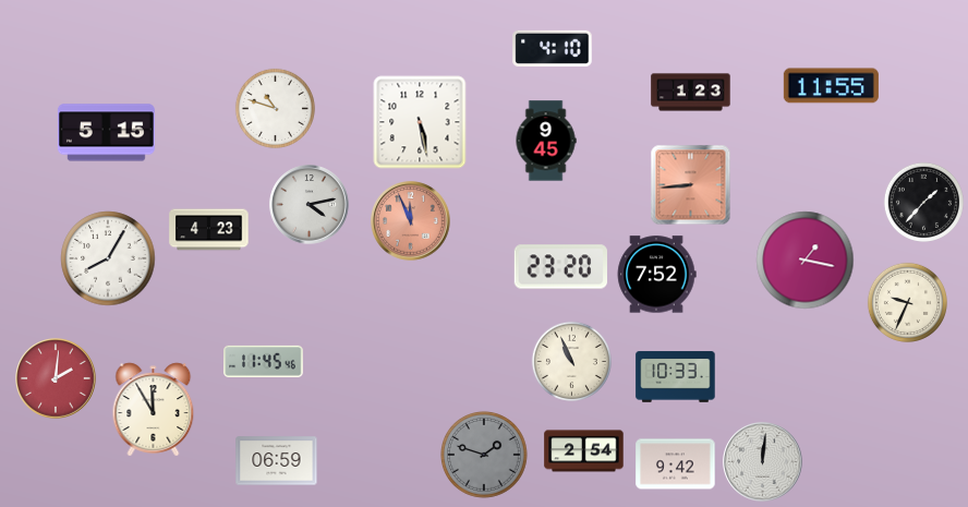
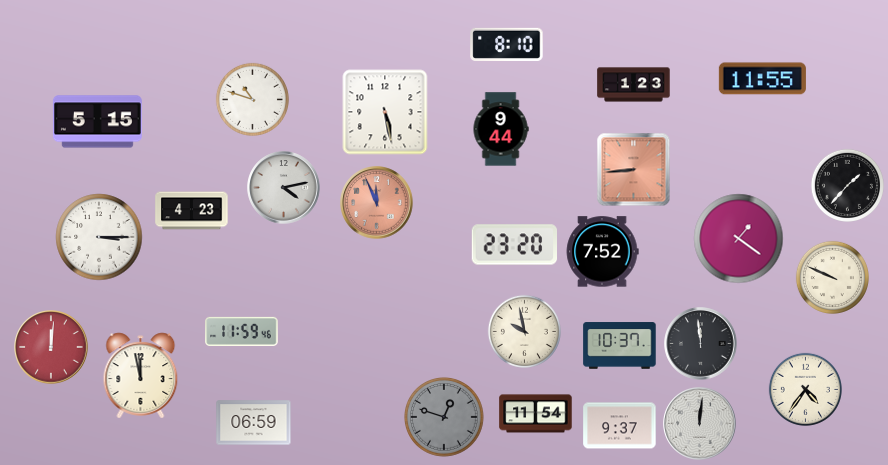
clock at (553, 48): 4:10 -> 8:10
clock at (546, 141): 9:45 -> 9:44
clock at (108, 258): 8:05 -> 3:15
clock at (806, 261): 1:17 -> 1:21
clock at (907, 302): 9:34 -> 9:49
clock at (264, 361): 11:45 -> 11:59
clock at (571, 361): 10:56 -> 9:58
clock at (701, 344): none -> 11:59
clock at (676, 377): 10:33 -> 10:37
clock at (56, 378): 2:01 -> 12:01
clock at (154, 410): 11:55 -> 11:58
clock at (805, 389): none -> 4:36
clock at (584, 451): 2:54 -> 11:54
clock at (485, 456): 1:48 -> 12:48
clock at (676, 464): 9:42 -> 9:37
